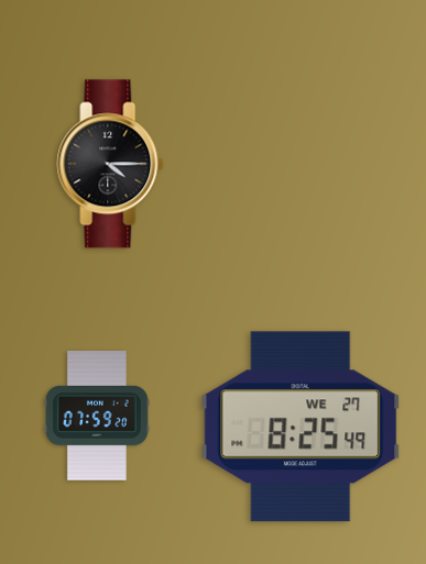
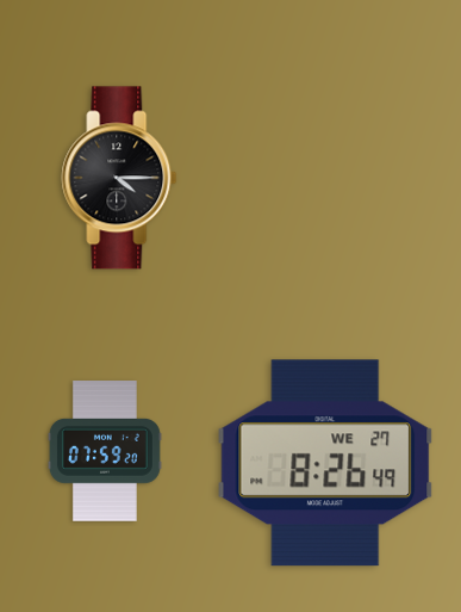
clock at (301, 427): 8:25 -> 8:26
